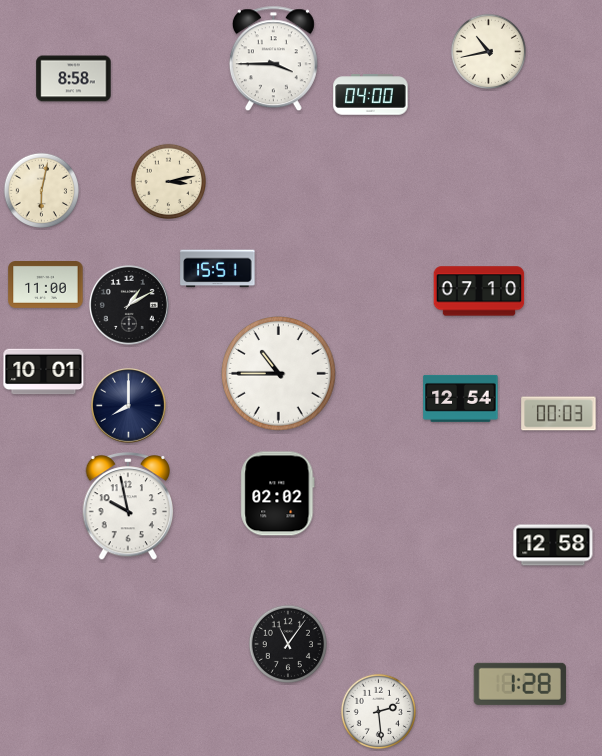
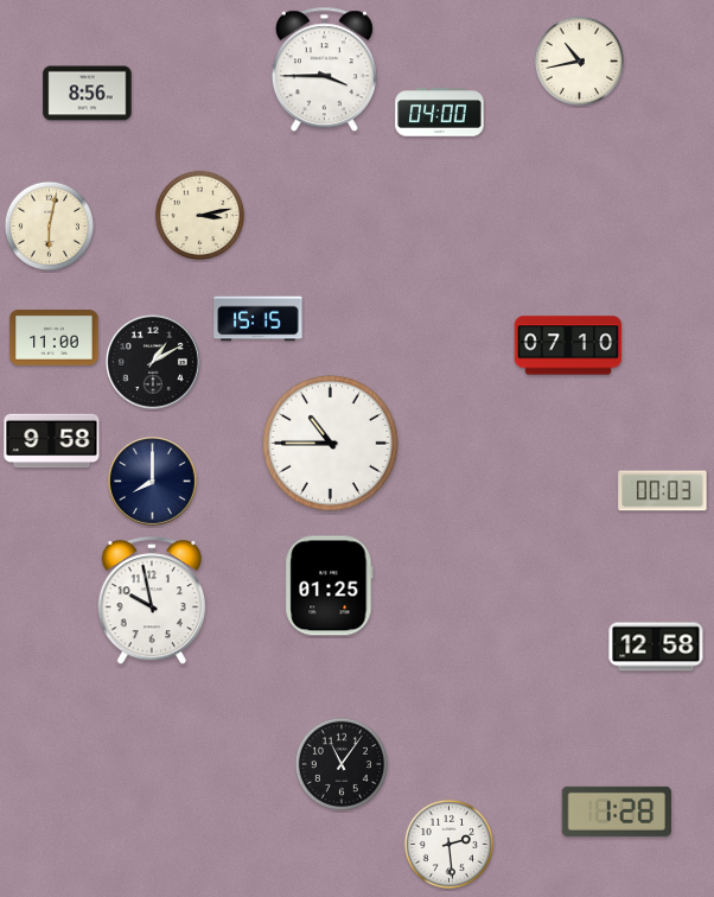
clock at (74, 79): 8:58 -> 8:56
clock at (218, 269): 15:51 -> 15:15
clock at (44, 372): 10:01 -> 9:58
clock at (461, 398): 12:54 -> none
clock at (278, 494): 02:02 -> 01:25
